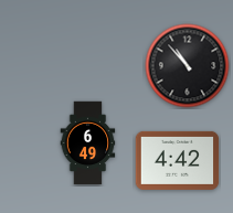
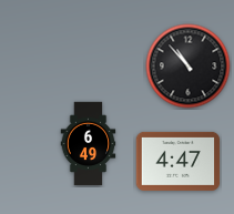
clock at (178, 160): 4:42 -> 4:47
